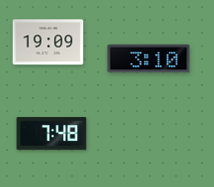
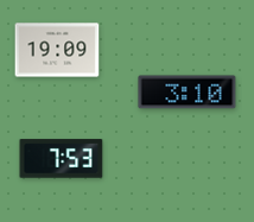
clock at (149, 59) position: (149, 59) -> (188, 93)
clock at (52, 134): 7:48 -> 7:53
